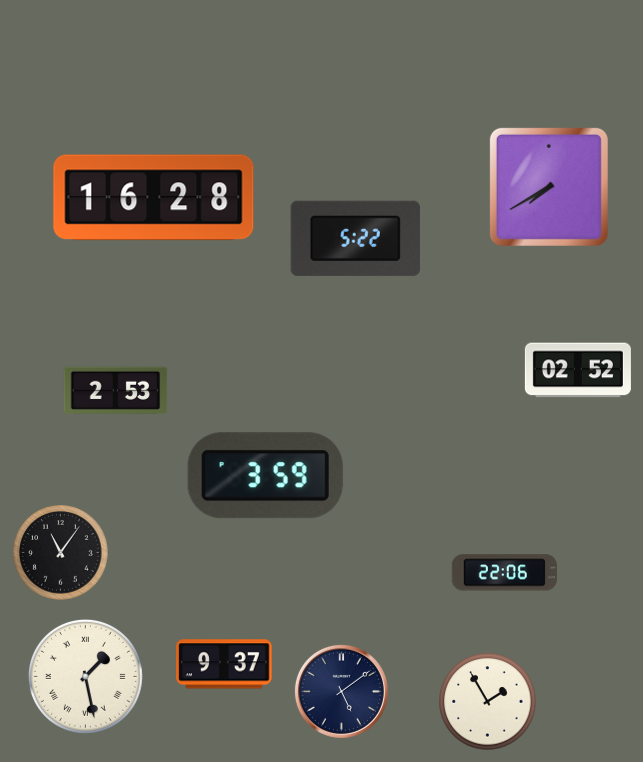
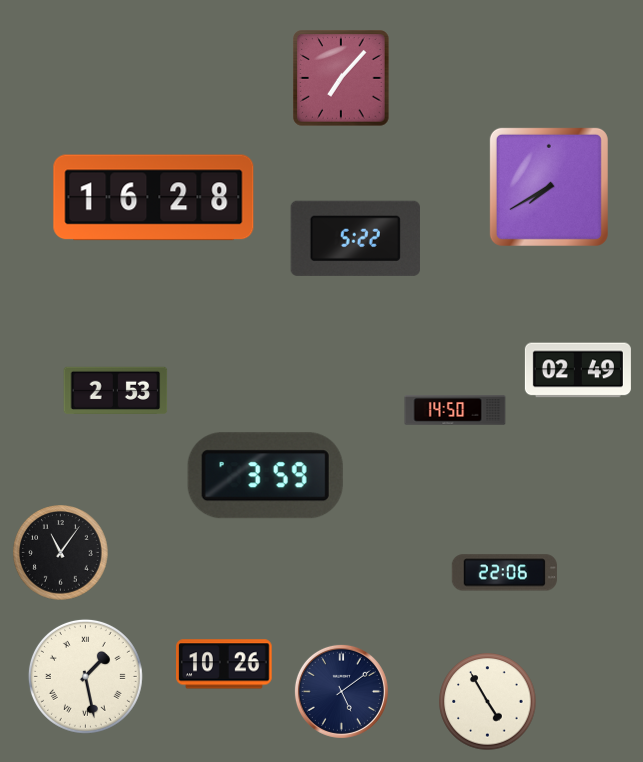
clock at (341, 78): none -> 7:07
clock at (578, 370): 02:52 -> 02:49
clock at (455, 410): none -> 14:50
clock at (224, 664): 9:37 -> 10:26
clock at (488, 702): 1:55 -> 4:55
